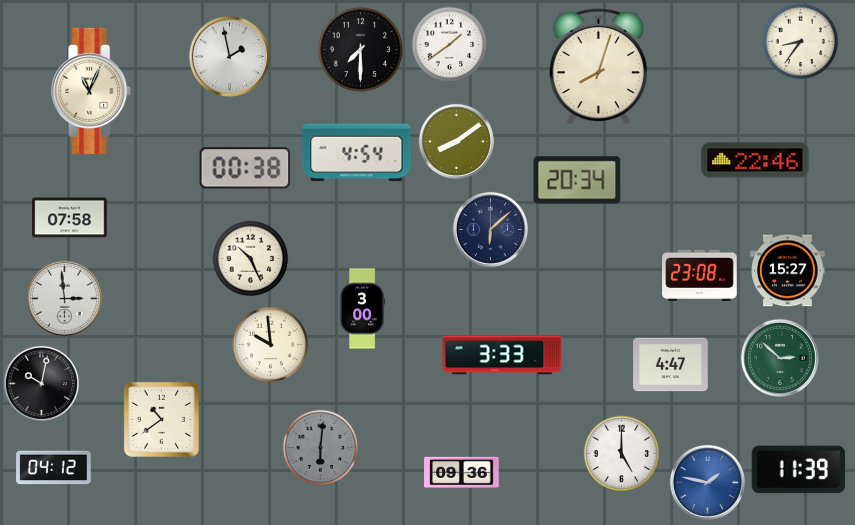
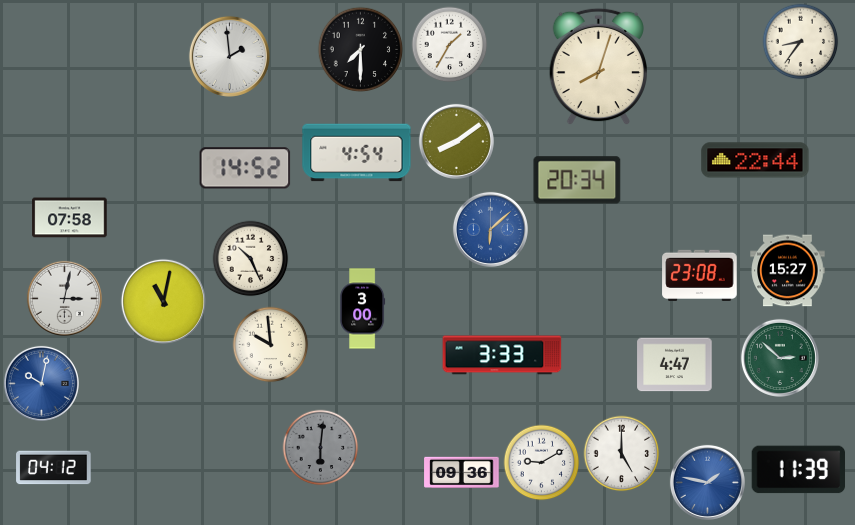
clock at (450, 45): 1:39 -> 1:35
clock at (229, 56): 1:58 -> 1:59
clock at (92, 91): 11:04 -> none
clock at (755, 160): 22:46 -> 22:44
clock at (245, 168): 00:38 -> 14:52
clock at (490, 229) dial: navy -> blue
clock at (64, 298): 2:59 -> 3:02
clock at (163, 301): none -> 11:02
clock at (671, 365) position: (671, 365) -> (675, 365)
clock at (41, 383) dial: black -> blue
clock at (161, 419): 10:39 -> none
clock at (542, 463): none -> 9:10
